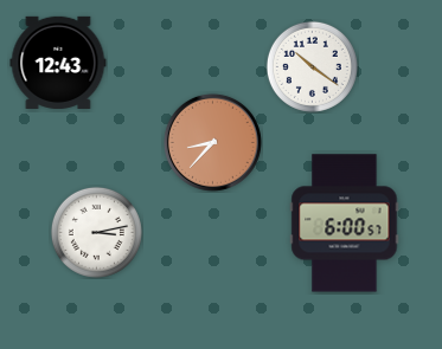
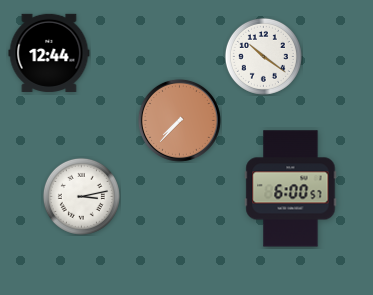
clock at (58, 62): 12:43 -> 12:44
clock at (212, 142): 8:37 -> 7:37
